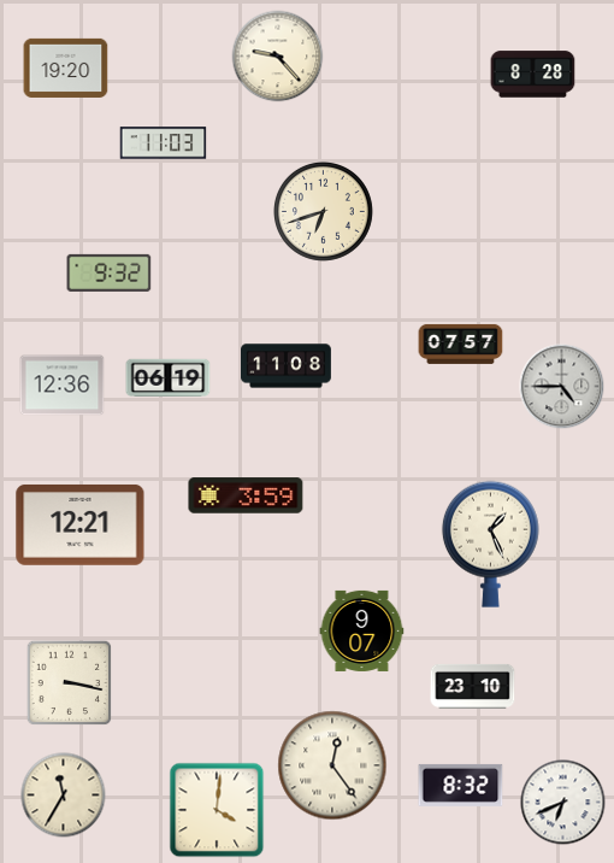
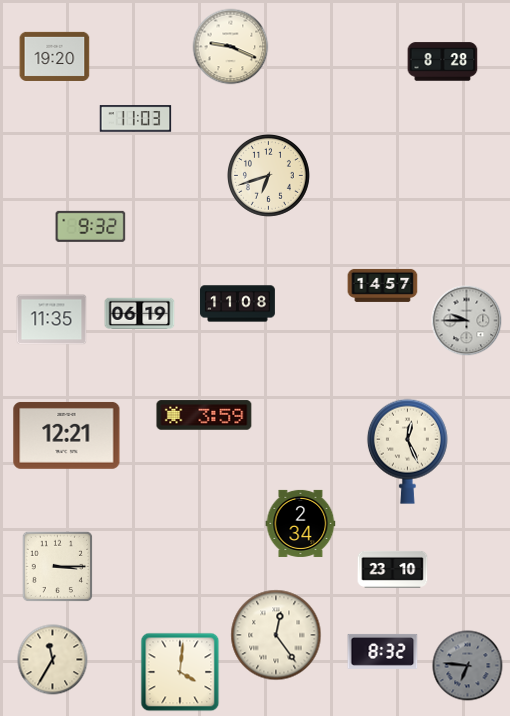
clock at (278, 57): 9:23 -> 9:19
clock at (461, 344): 07:57 -> 14:57
clock at (63, 386): 12:36 -> 11:35
clock at (562, 387): 4:45 -> 9:45
clock at (246, 495) position: (246, 495) -> (204, 415)
clock at (490, 544): 1:26 -> 12:26
clock at (362, 630): 9:07 -> 2:34
clock at (70, 683): 3:17 -> 3:15
clock at (563, 803): 6:41 -> 6:46
clock at (563, 803) dial: white -> grey
